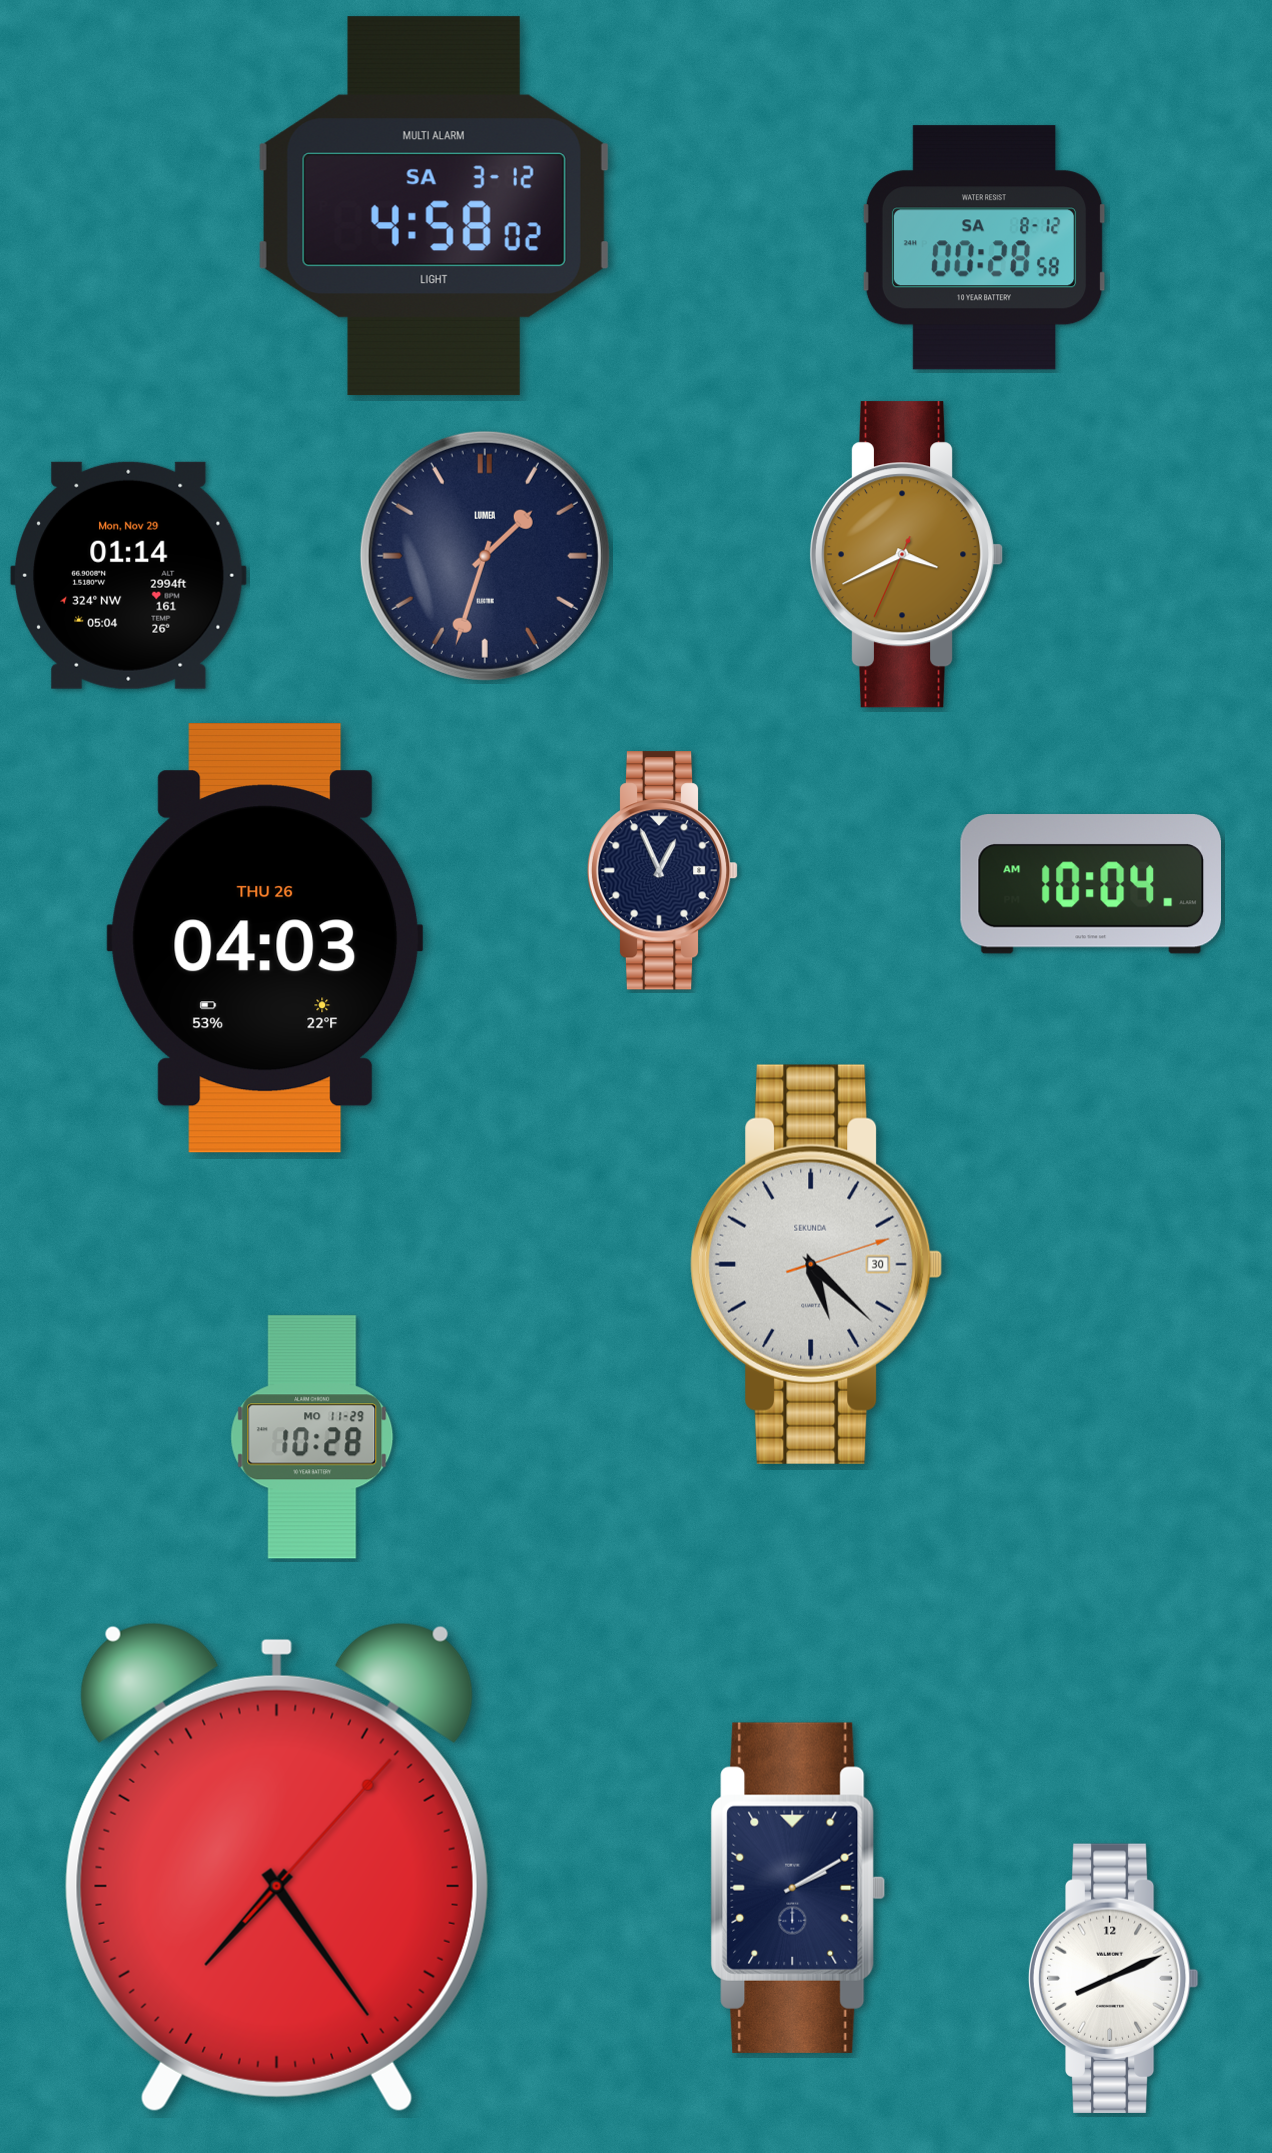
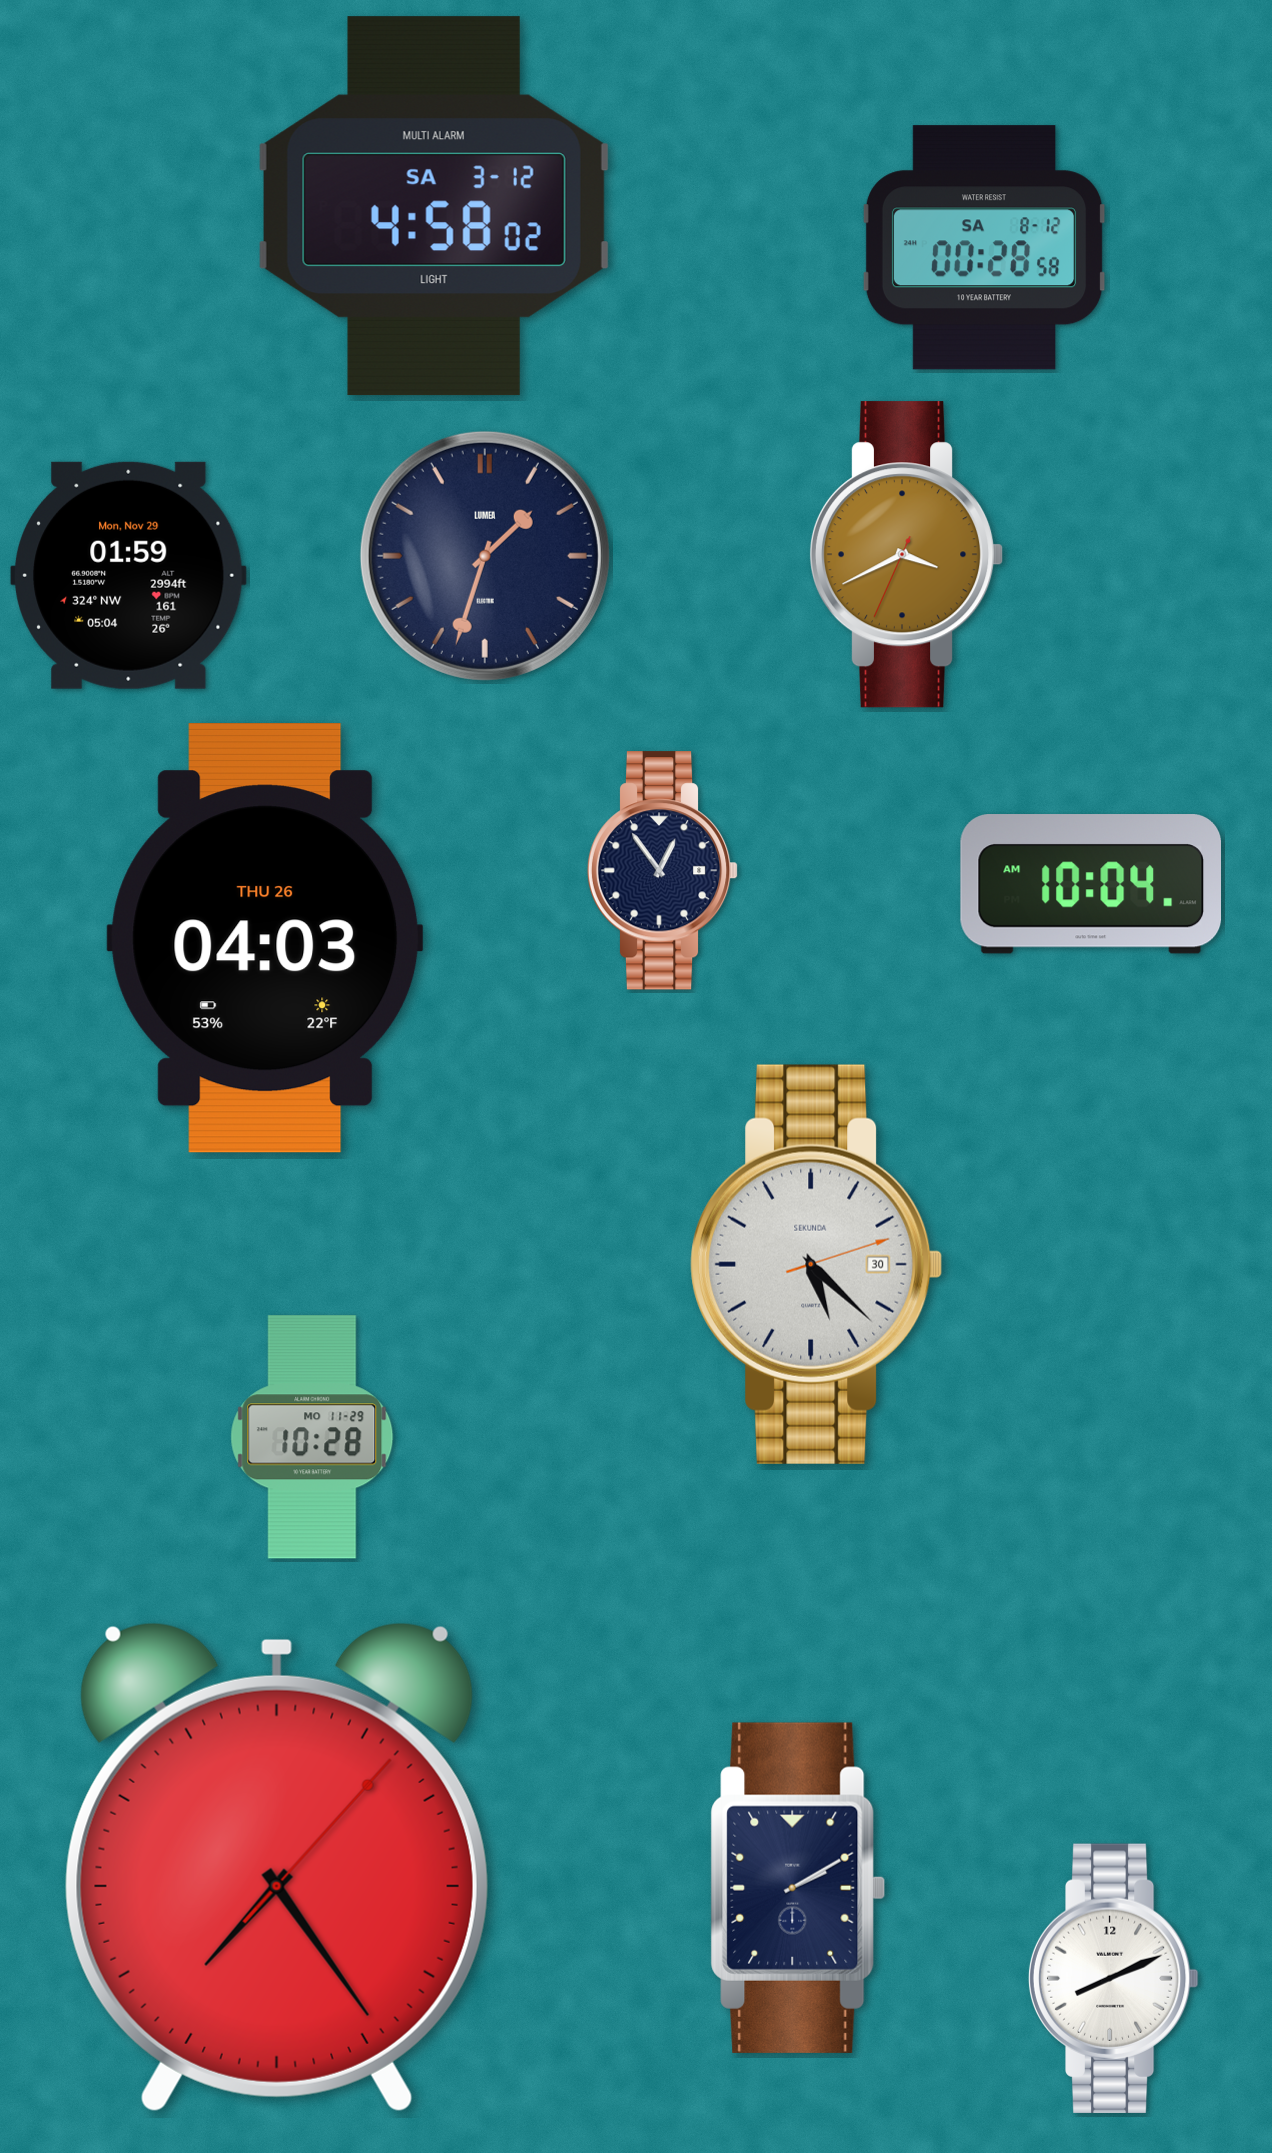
clock at (129, 575): 01:14 -> 01:59
clock at (663, 871): 12:56 -> 12:54
